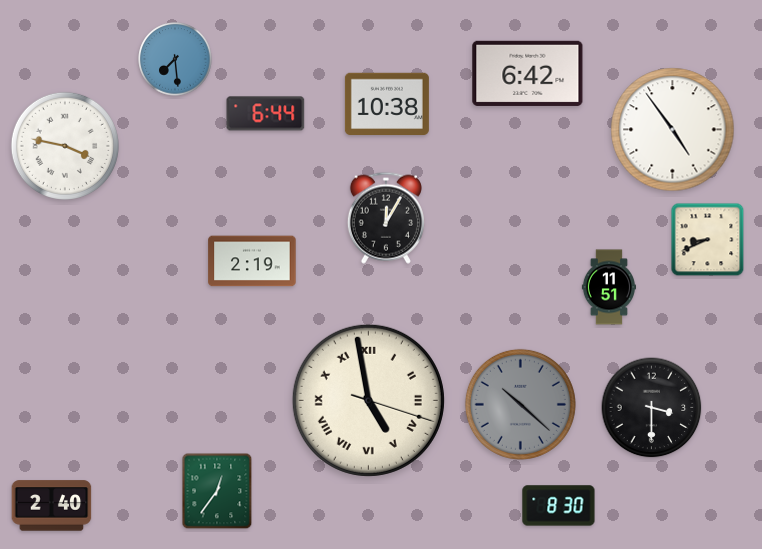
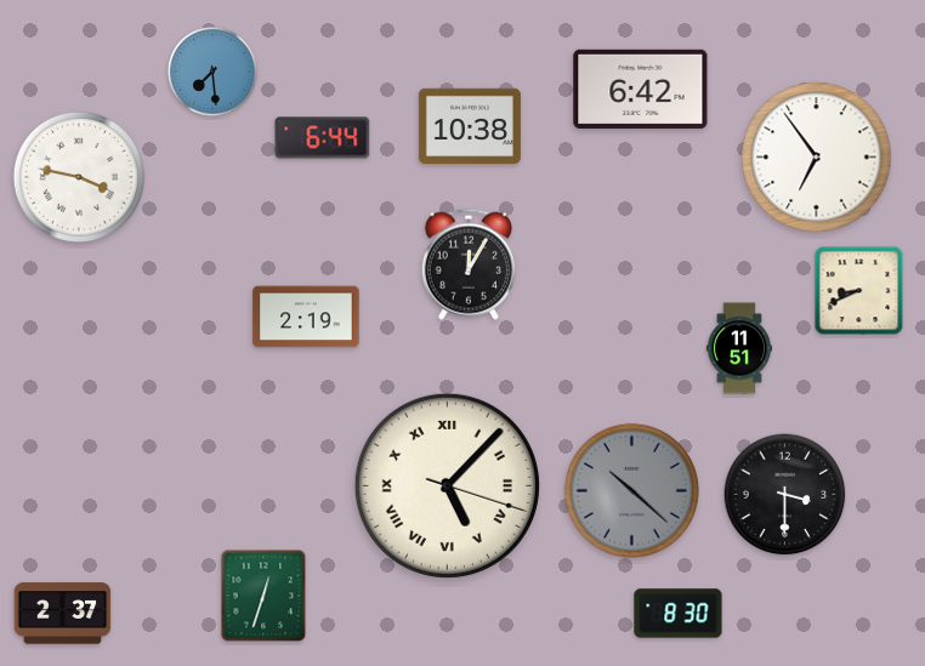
clock at (673, 130): 4:54 -> 6:54
clock at (368, 400): 4:58 -> 5:07
clock at (652, 408) position: (652, 408) -> (785, 495)
clock at (217, 491): 12:36 -> 12:33
clock at (52, 506): 2:40 -> 2:37
